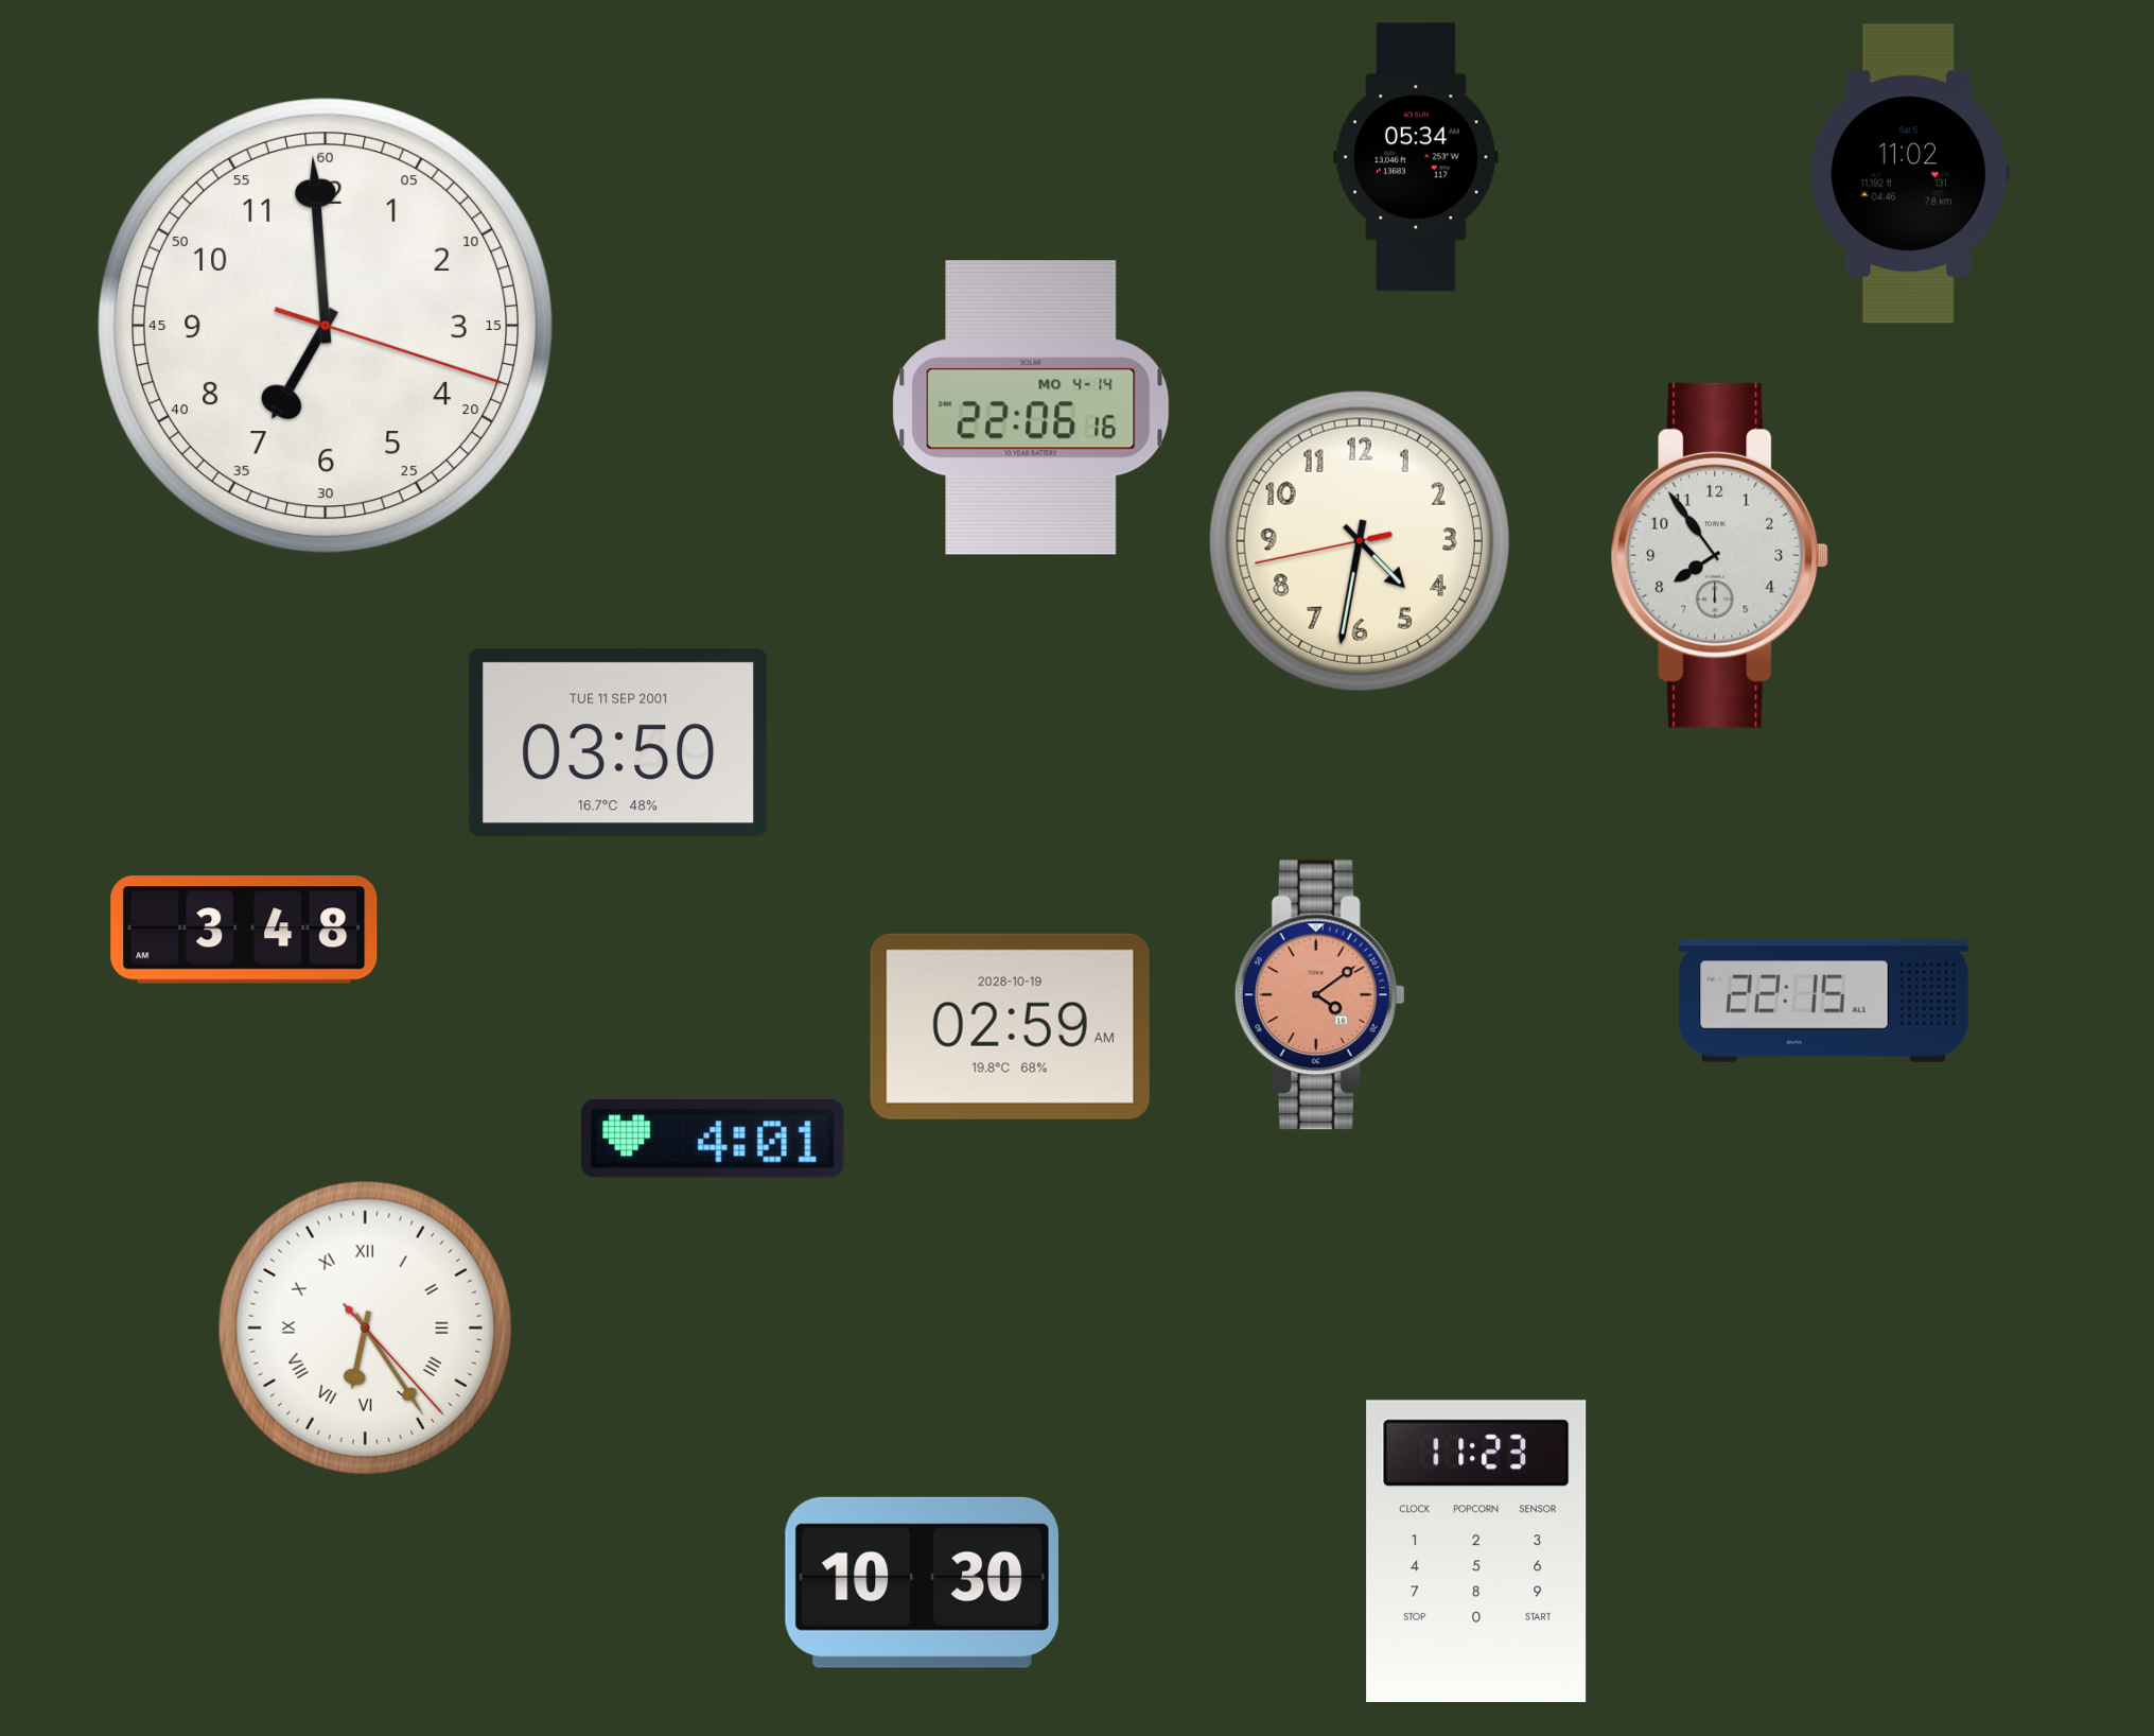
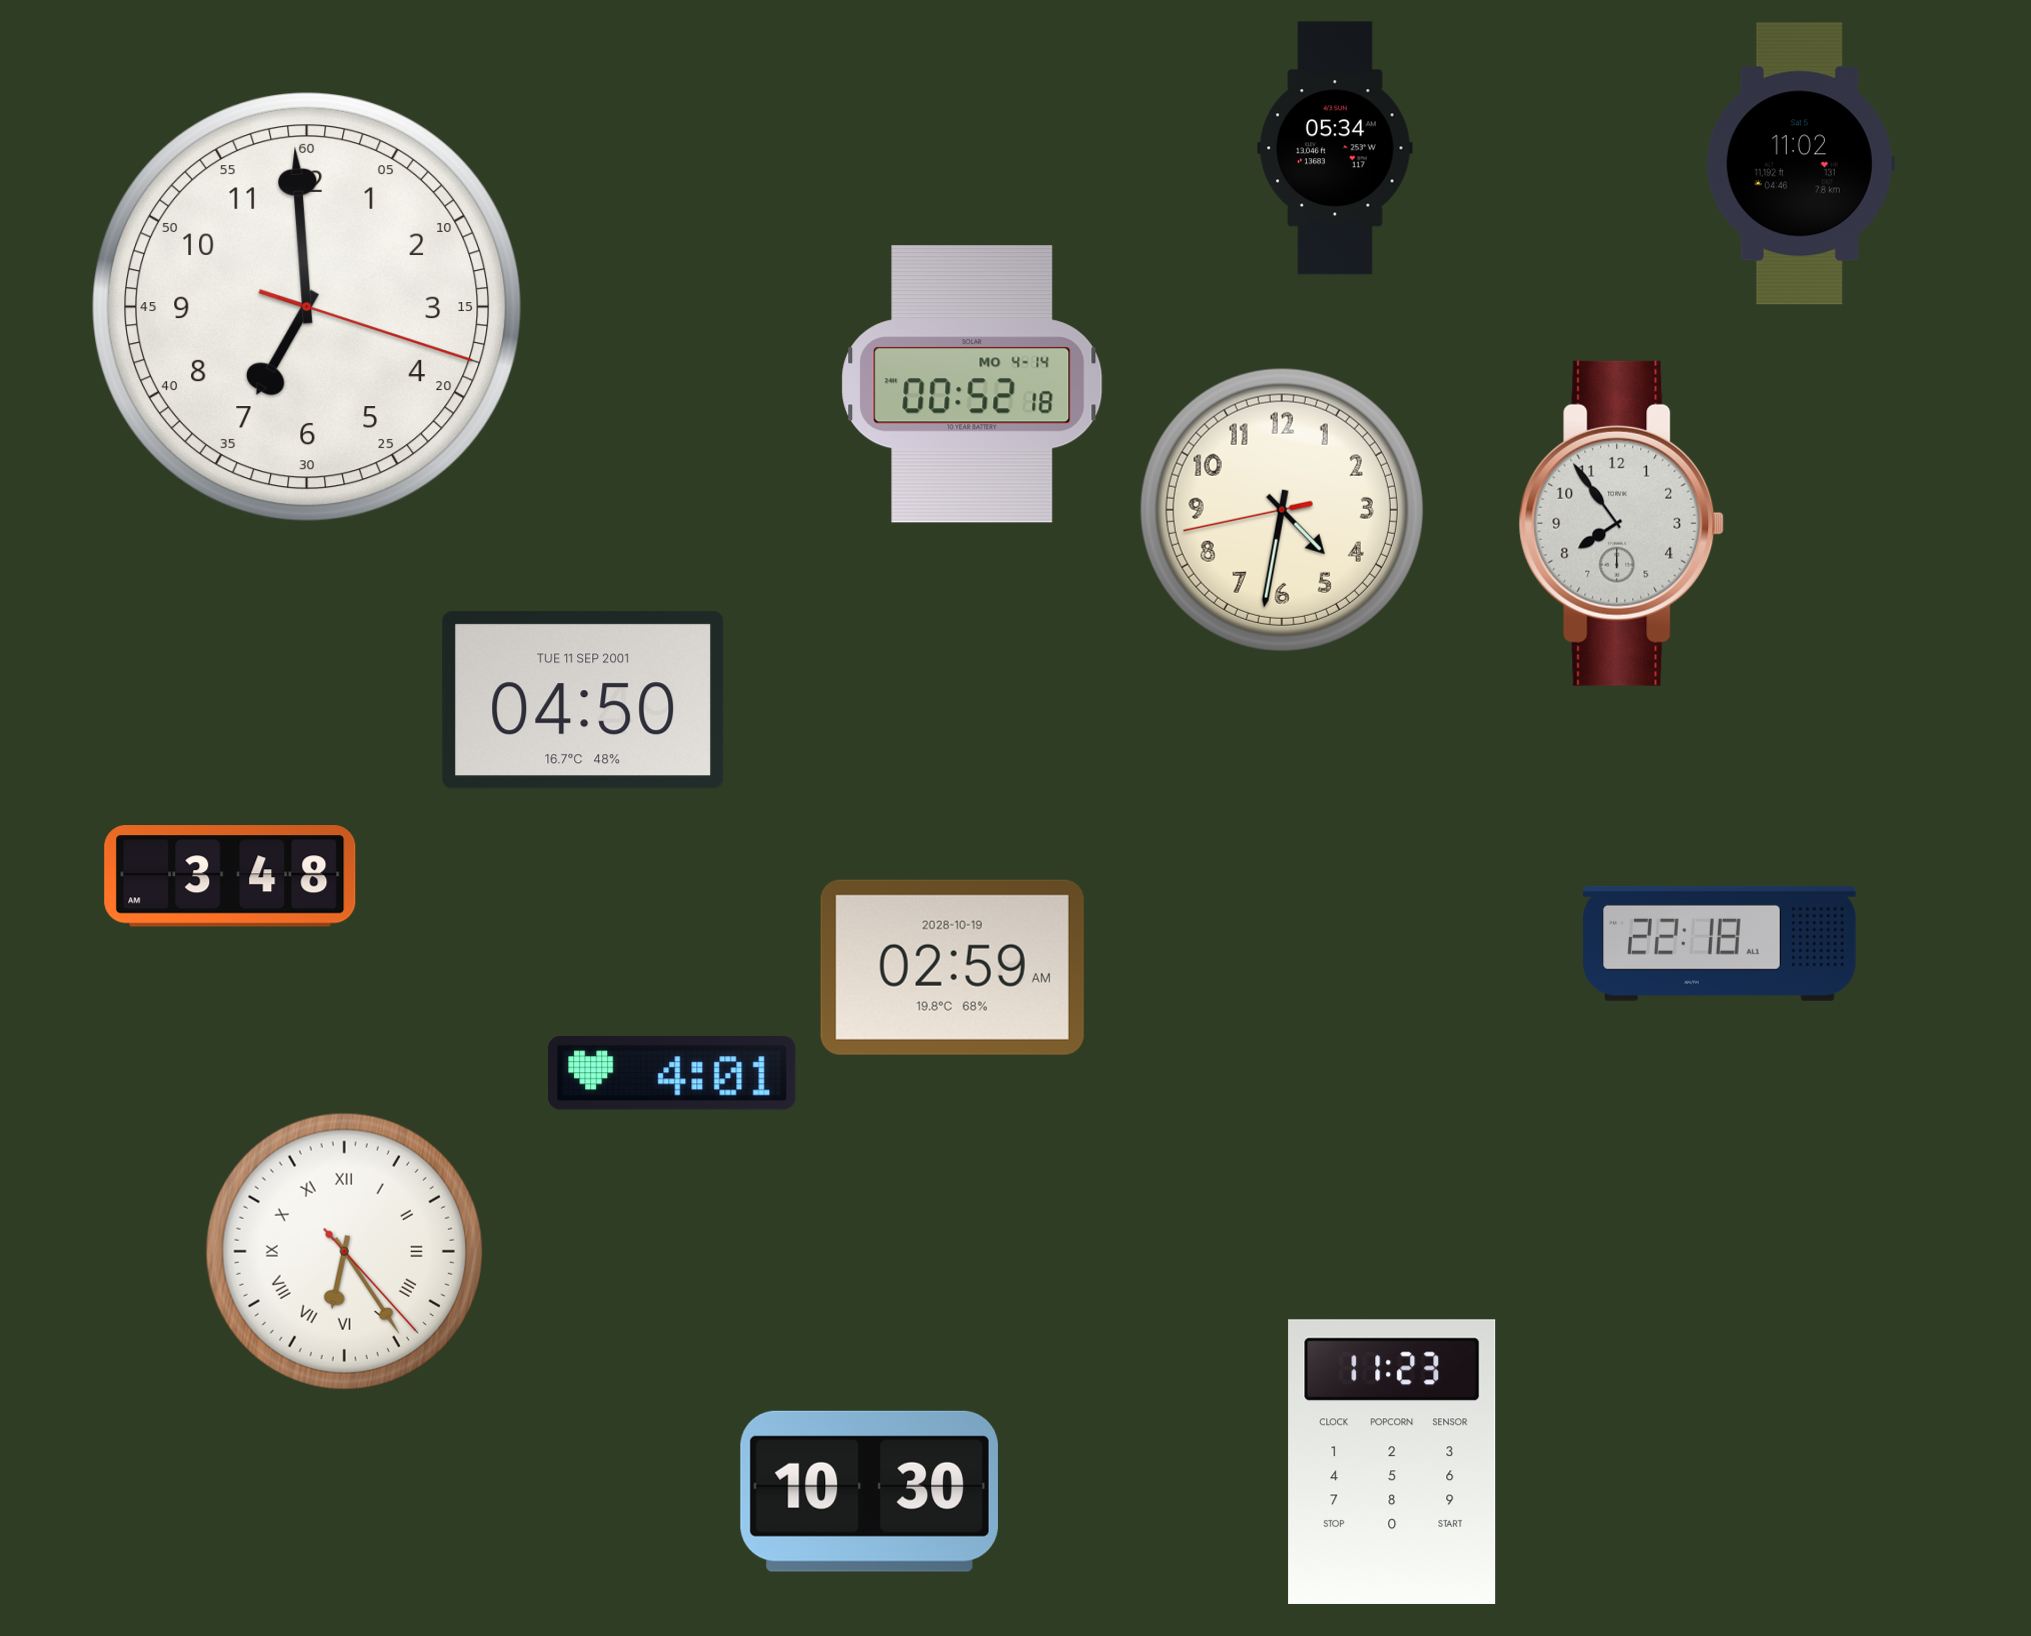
clock at (1031, 407): 22:06 -> 00:52
clock at (618, 743): 03:50 -> 04:50
clock at (1319, 995): 4:09 -> none
clock at (1824, 1001): 22:15 -> 22:18
